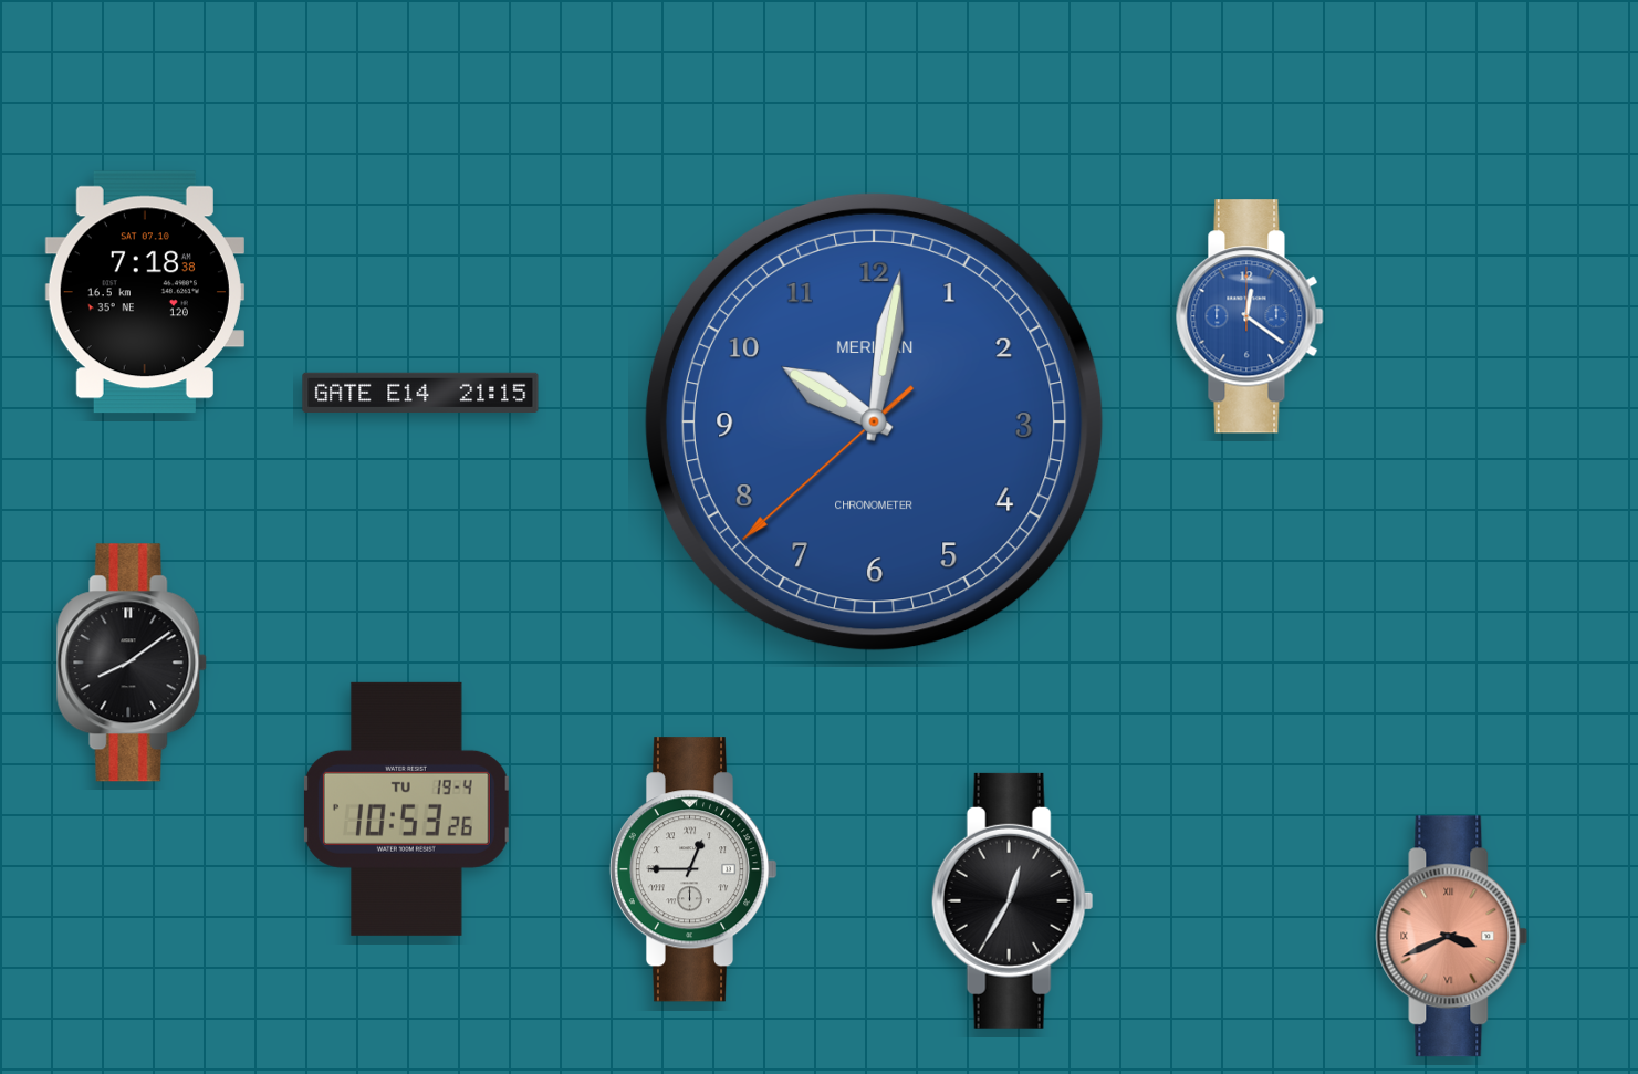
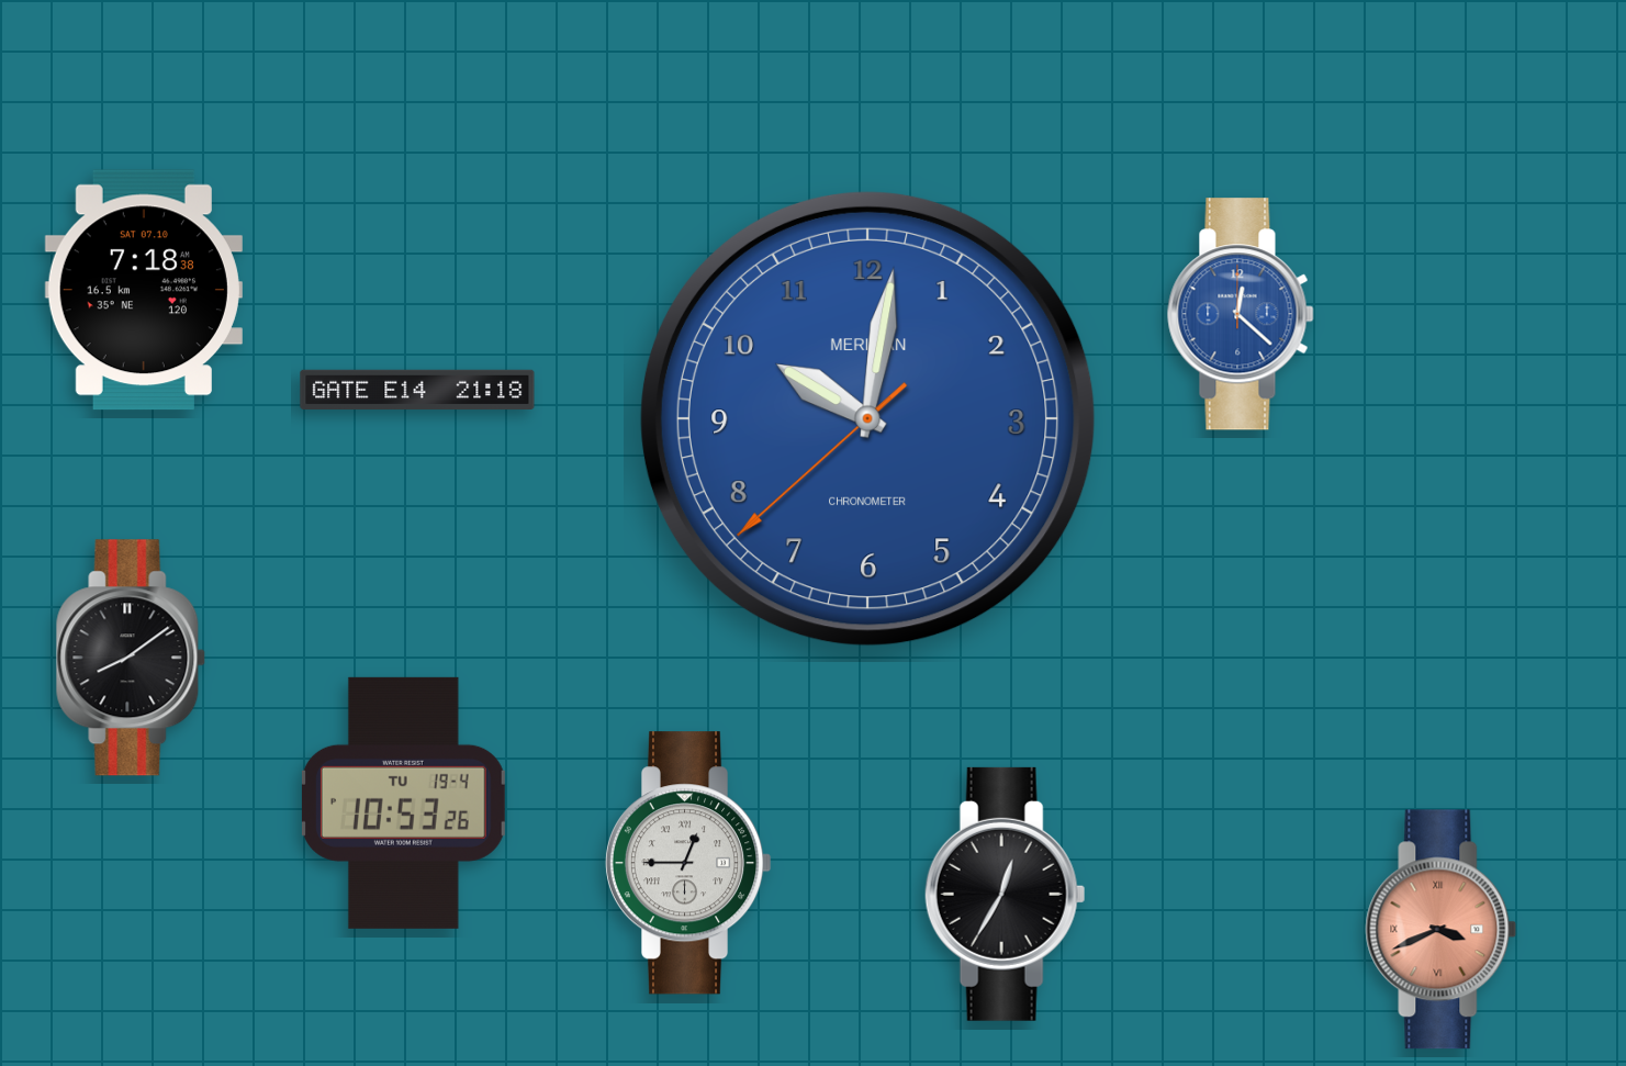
clock at (1250, 316): 12:21 -> 12:22
clock at (420, 392): 21:15 -> 21:18
